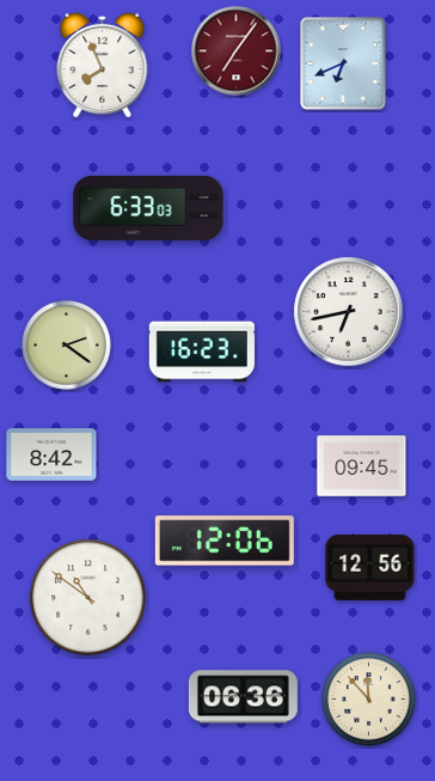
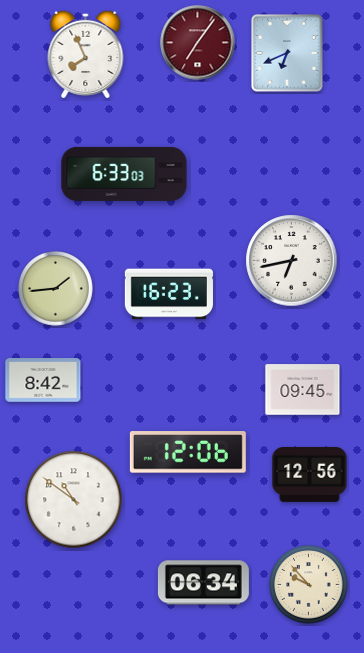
clock at (67, 346): 2:21 -> 1:44
clock at (243, 697): 06:36 -> 06:34
clock at (369, 700): 11:53 -> 9:53
